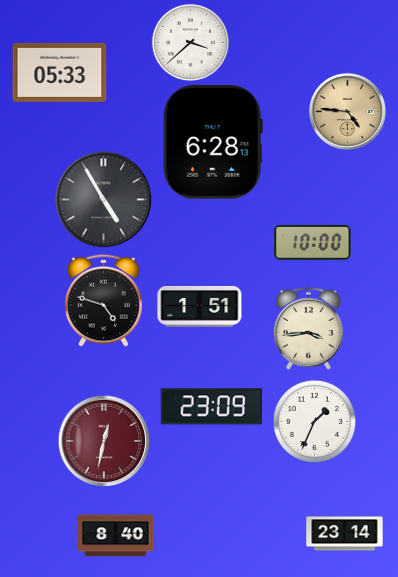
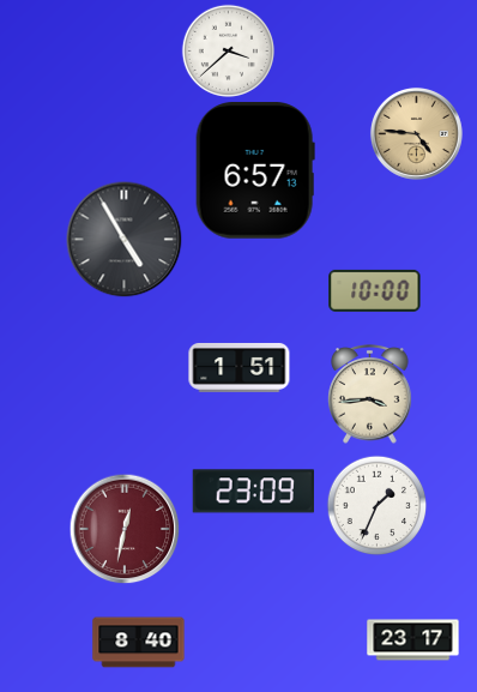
clock at (60, 72): 05:33 -> none
clock at (213, 142): 6:28 -> 6:57
clock at (103, 300): 4:48 -> none
clock at (211, 407) position: (211, 407) -> (253, 492)
clock at (345, 534): 23:14 -> 23:17
